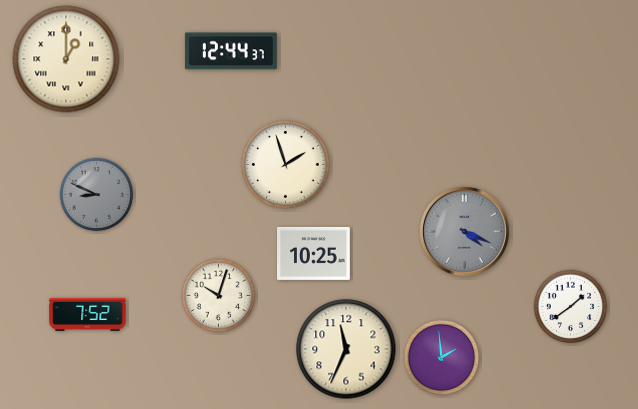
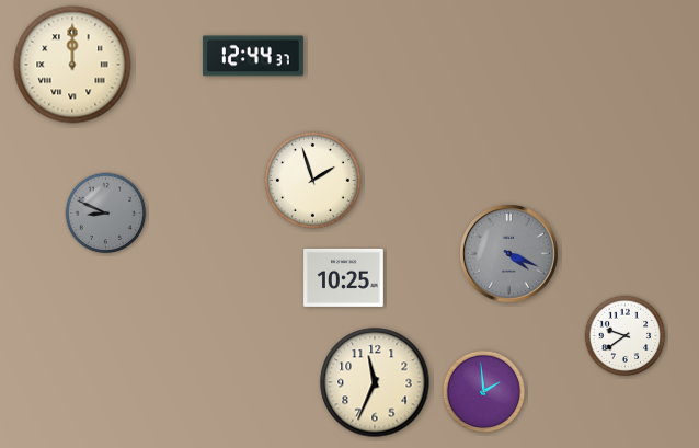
clock at (66, 59): 1:00 -> 12:00
clock at (219, 296): 10:03 -> none
clock at (571, 307): 1:39 -> 9:39
clock at (88, 314): 7:52 -> none
clock at (346, 349) position: (346, 349) -> (375, 382)
